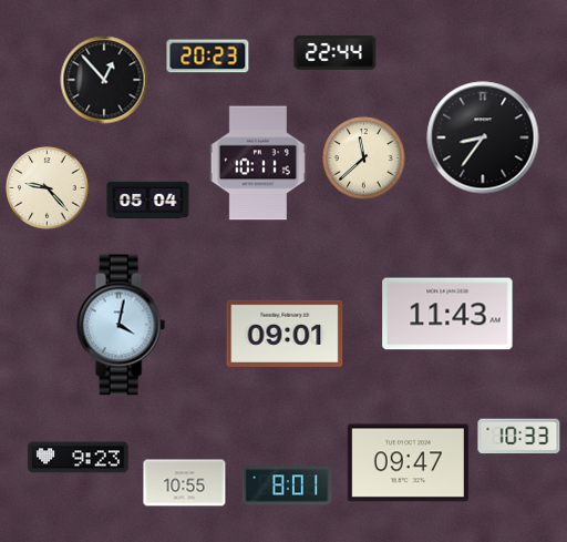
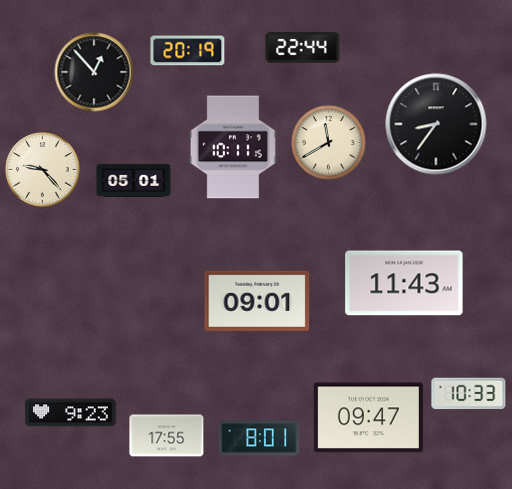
clock at (208, 57): 20:23 -> 20:19
clock at (364, 158): 11:38 -> 11:40
clock at (148, 200): 05:04 -> 05:01
clock at (121, 325): 4:02 -> none
clock at (185, 483): 10:55 -> 17:55
